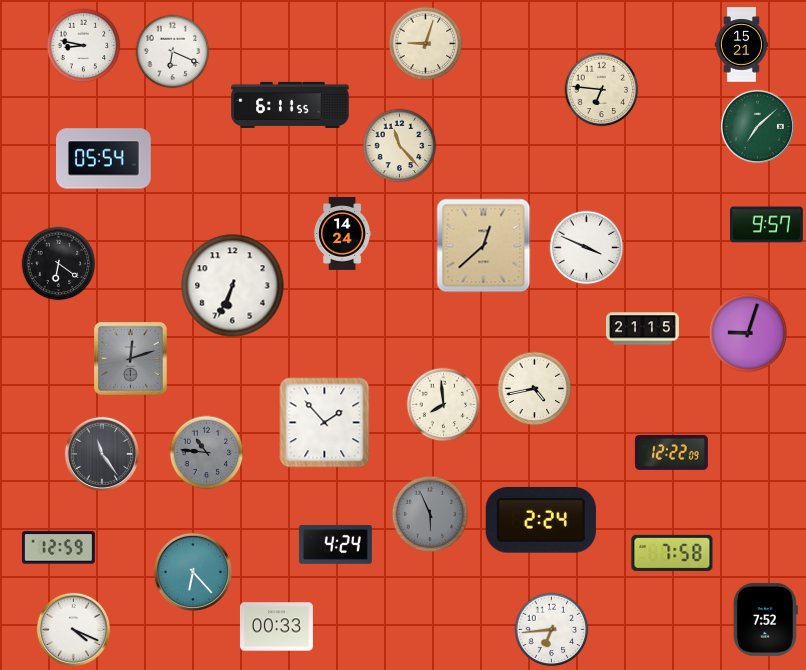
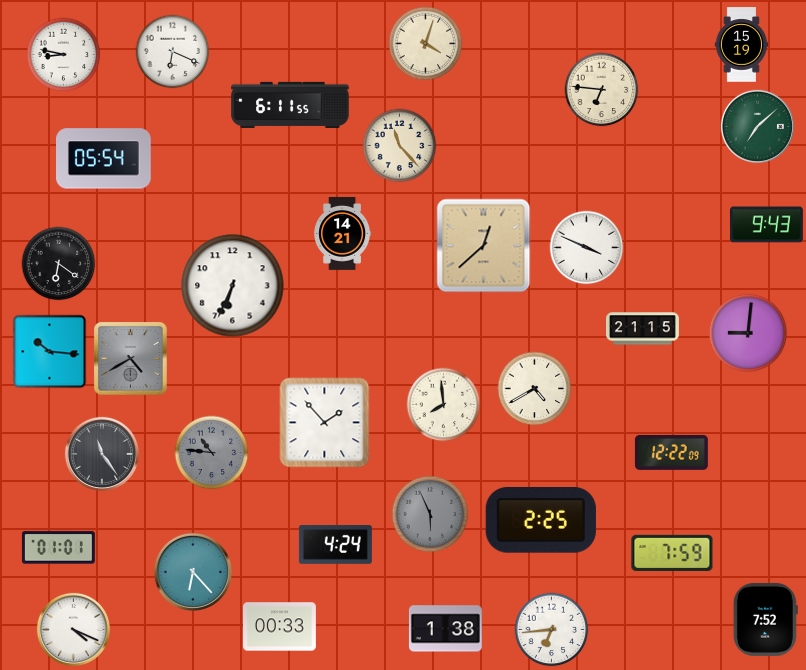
clock at (426, 44): 9:03 -> 4:03
clock at (741, 45): 15:21 -> 15:19
clock at (84, 46) position: (84, 46) -> (64, 55)
clock at (766, 225): 9:57 -> 9:43
clock at (343, 233): 14:24 -> 14:21
clock at (748, 333): 9:03 -> 9:01
clock at (50, 352): none -> 10:16
clock at (131, 359): 12:12 -> 4:40
clock at (535, 389): 4:43 -> 4:40
clock at (207, 453) position: (207, 453) -> (212, 453)
clock at (541, 521): 2:24 -> 2:25
clock at (58, 548): 12:59 -> 01:01
clock at (672, 553): 7:58 -> 7:59
clock at (276, 627) position: (276, 627) -> (279, 627)
clock at (445, 629): none -> 1:38
